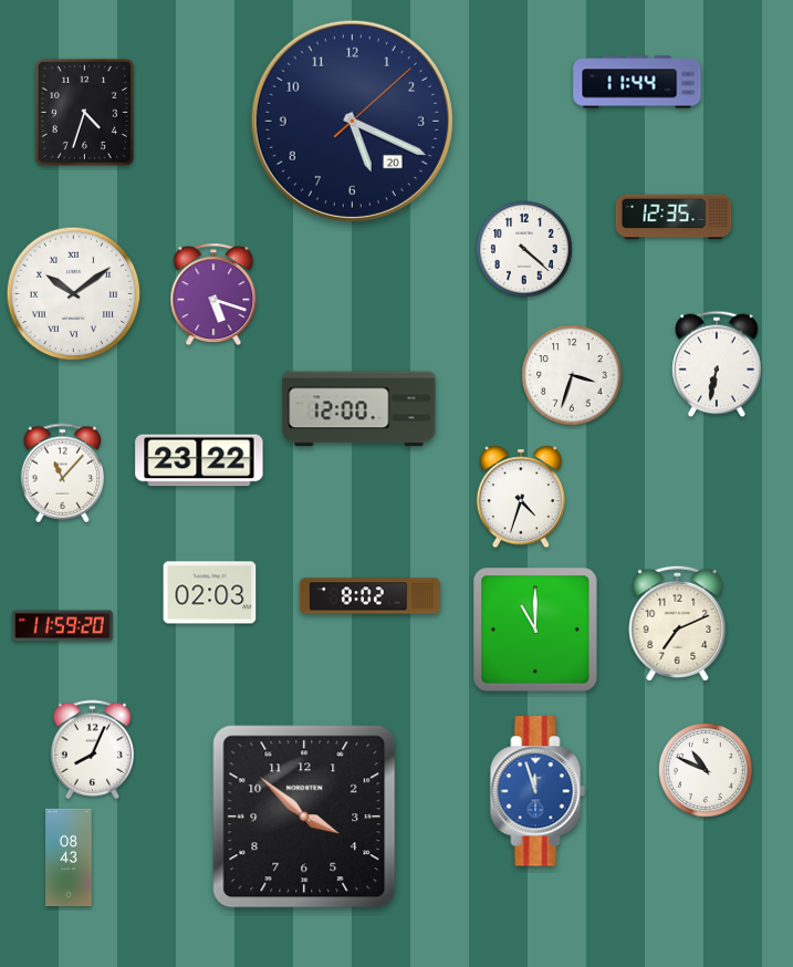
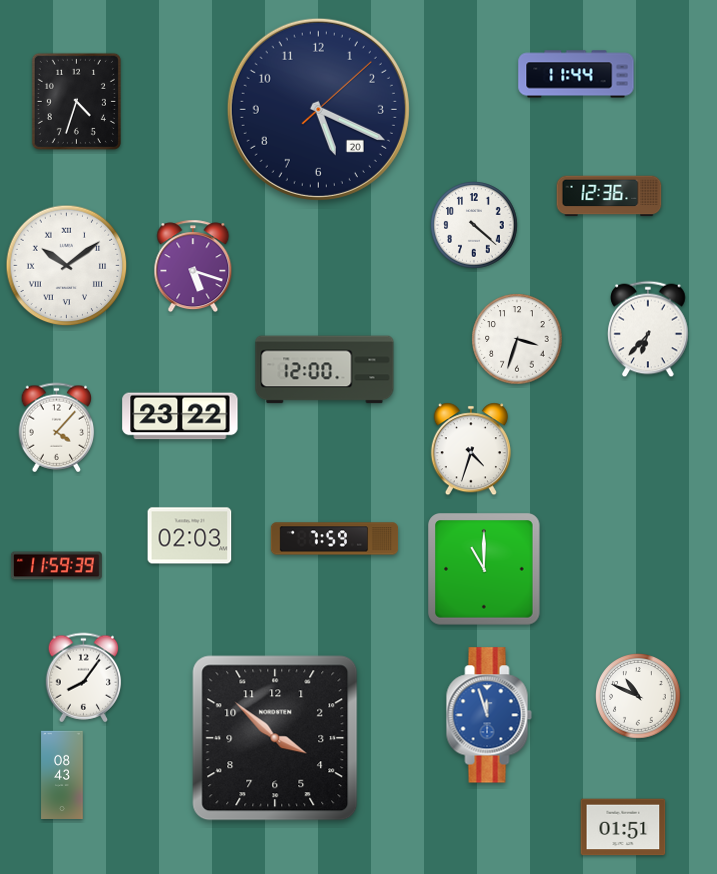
clock at (674, 217): 12:35 -> 12:36
clock at (717, 364): 6:32 -> 6:37
clock at (63, 474): 11:07 -> 4:07
clock at (371, 596): 8:02 -> 7:59
clock at (678, 623): 7:11 -> none
clock at (62, 626): 11:59:20 -> 11:59:39
clock at (93, 750): 8:04 -> 8:06
clock at (538, 791) position: (538, 791) -> (489, 715)
clock at (623, 827): none -> 01:51
